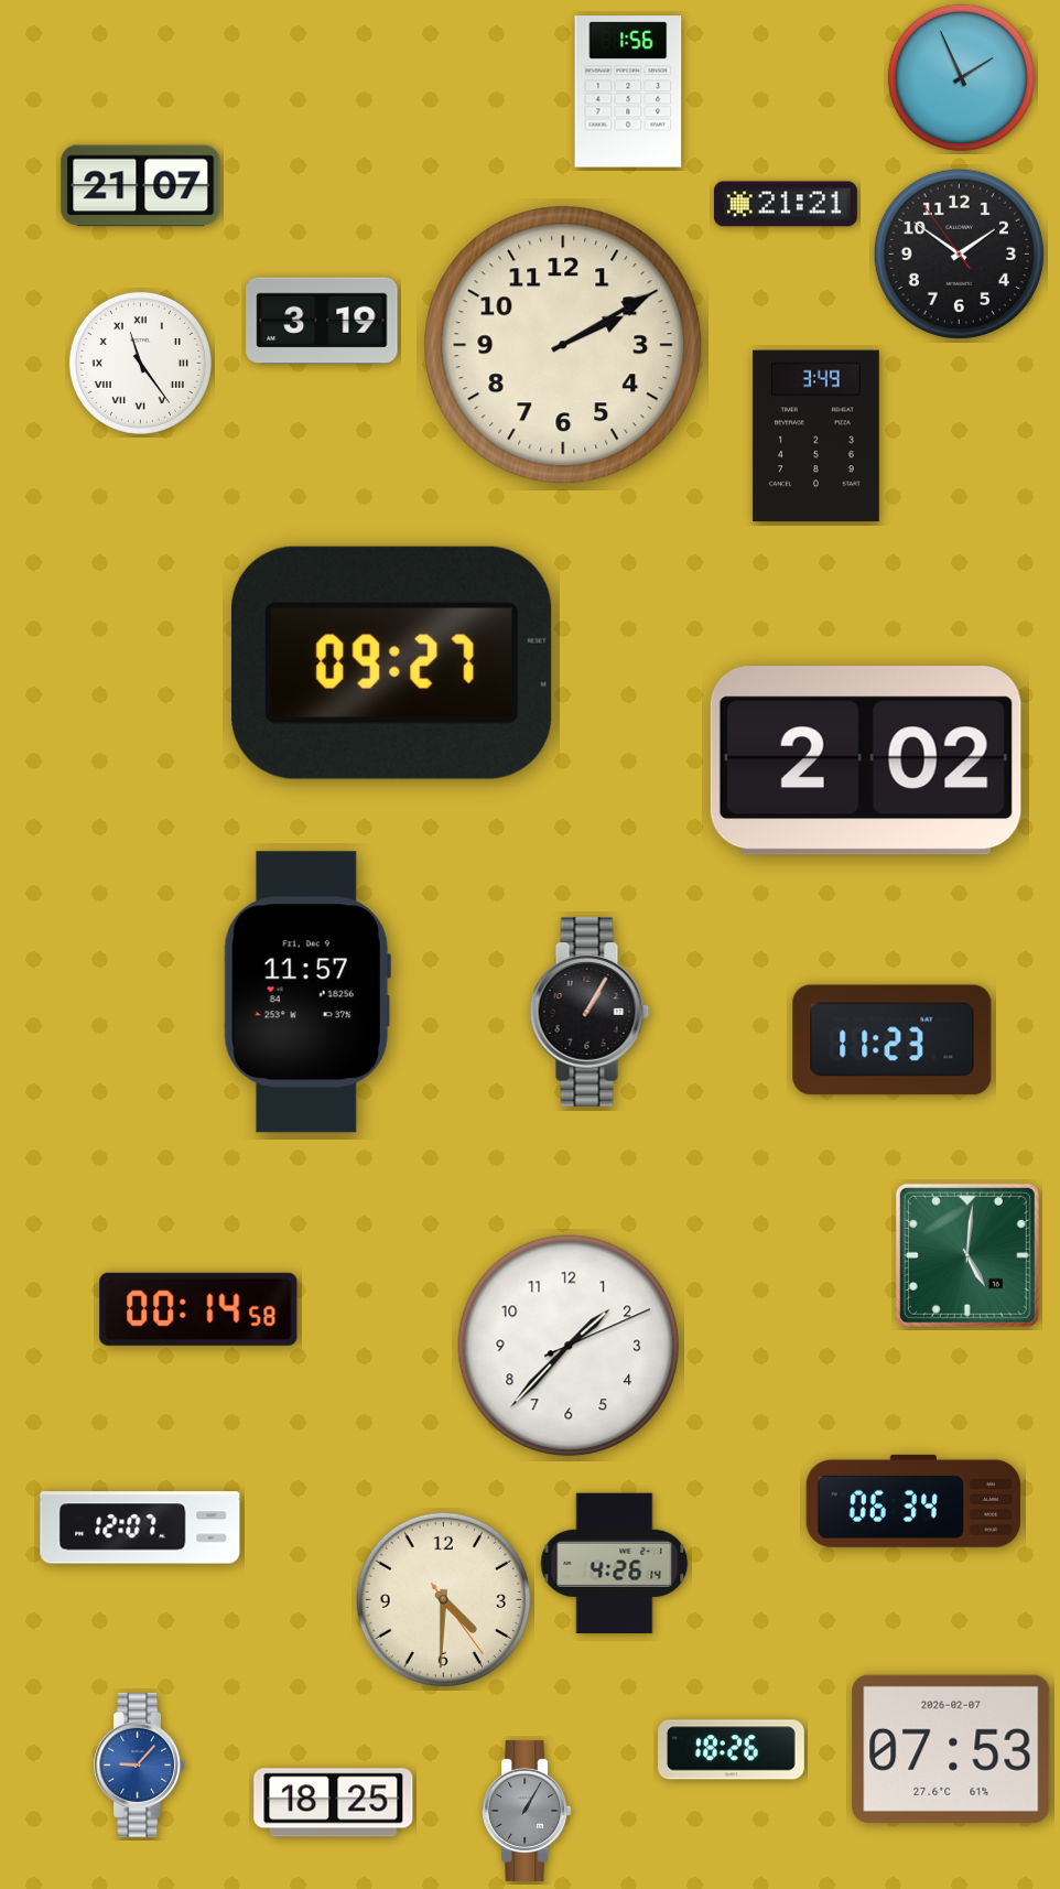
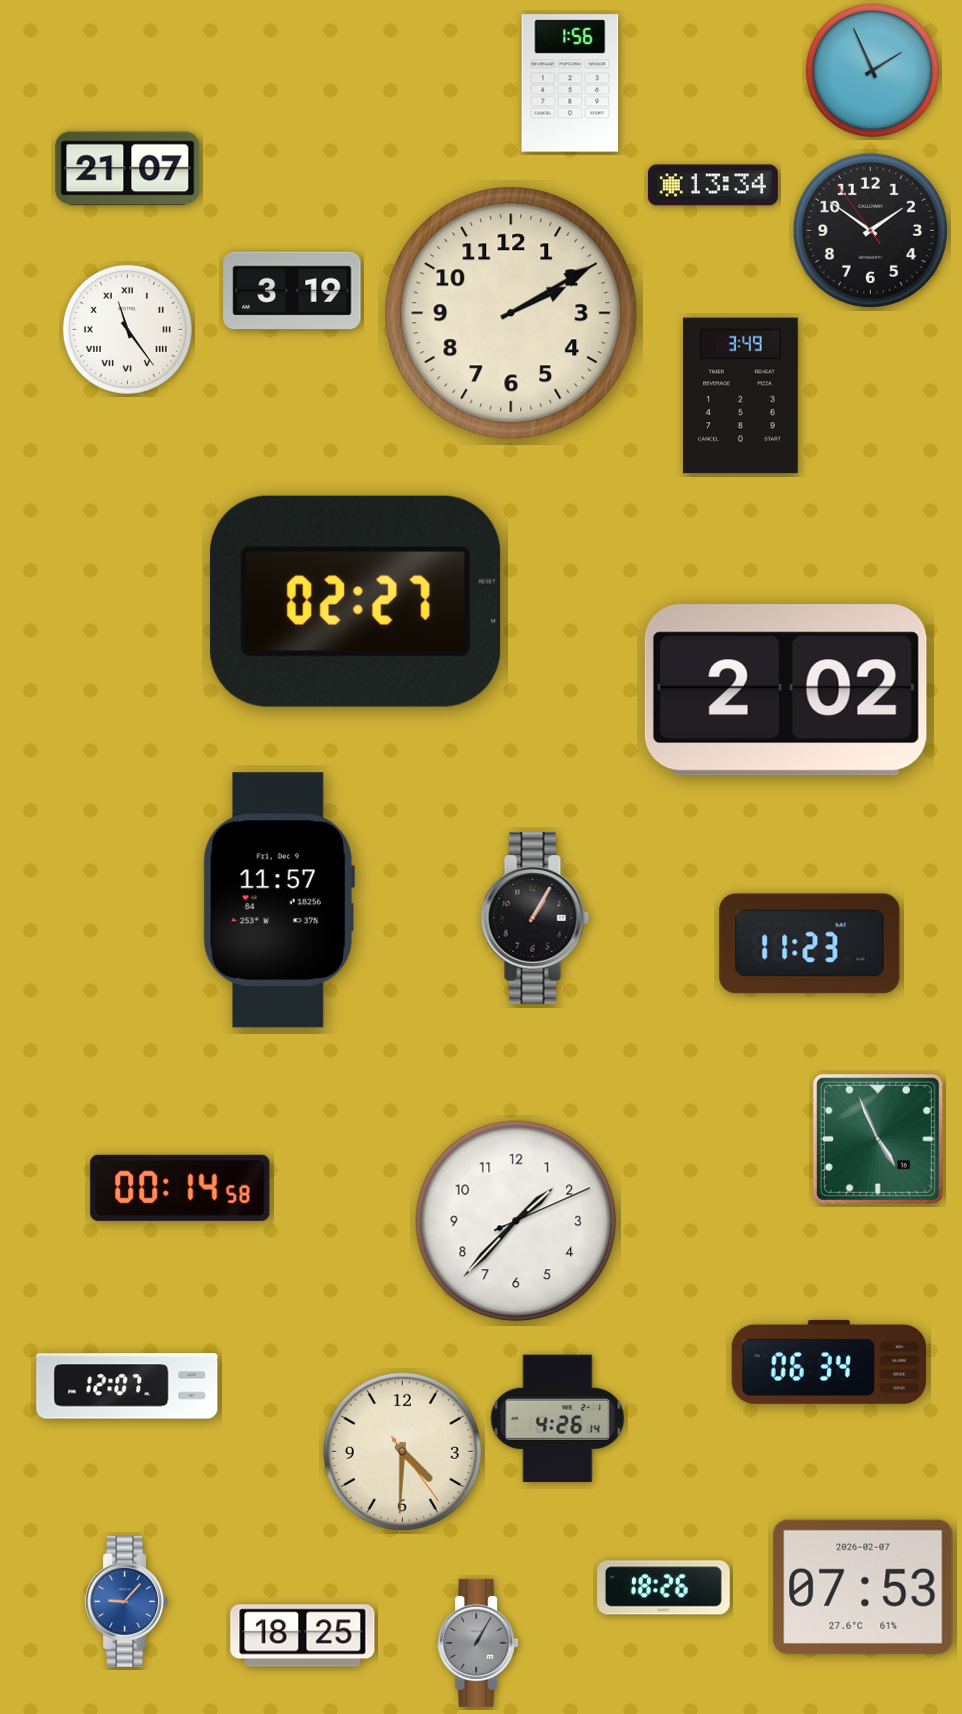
clock at (786, 204): 21:21 -> 13:34
clock at (392, 662): 09:27 -> 02:27
clock at (967, 1255): 5:01 -> 4:56
